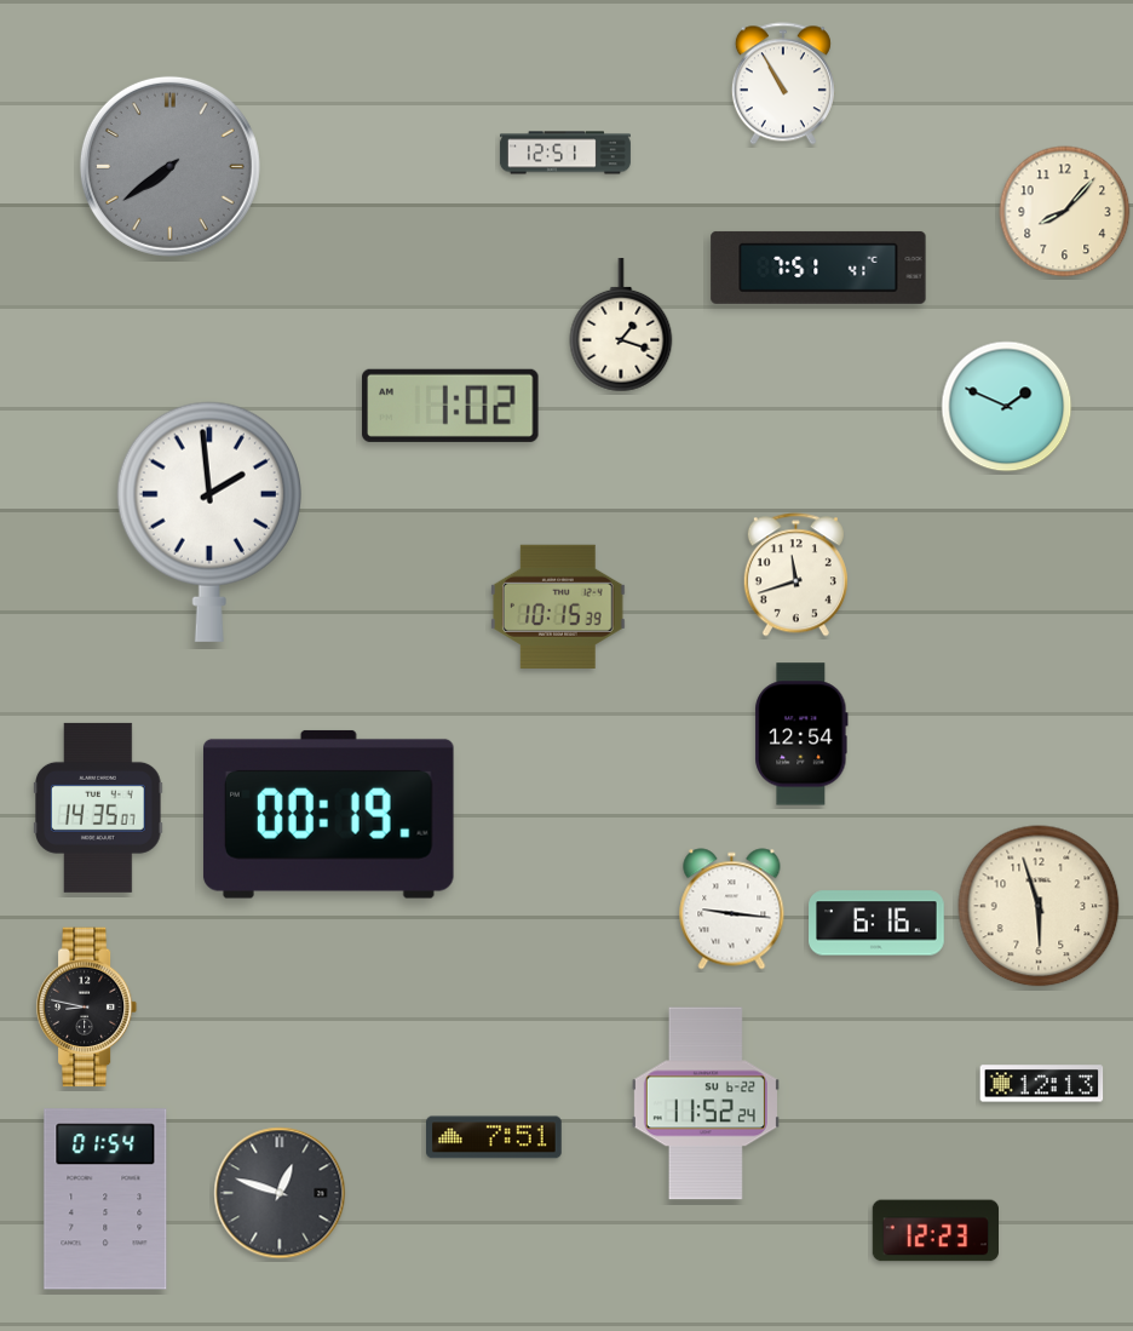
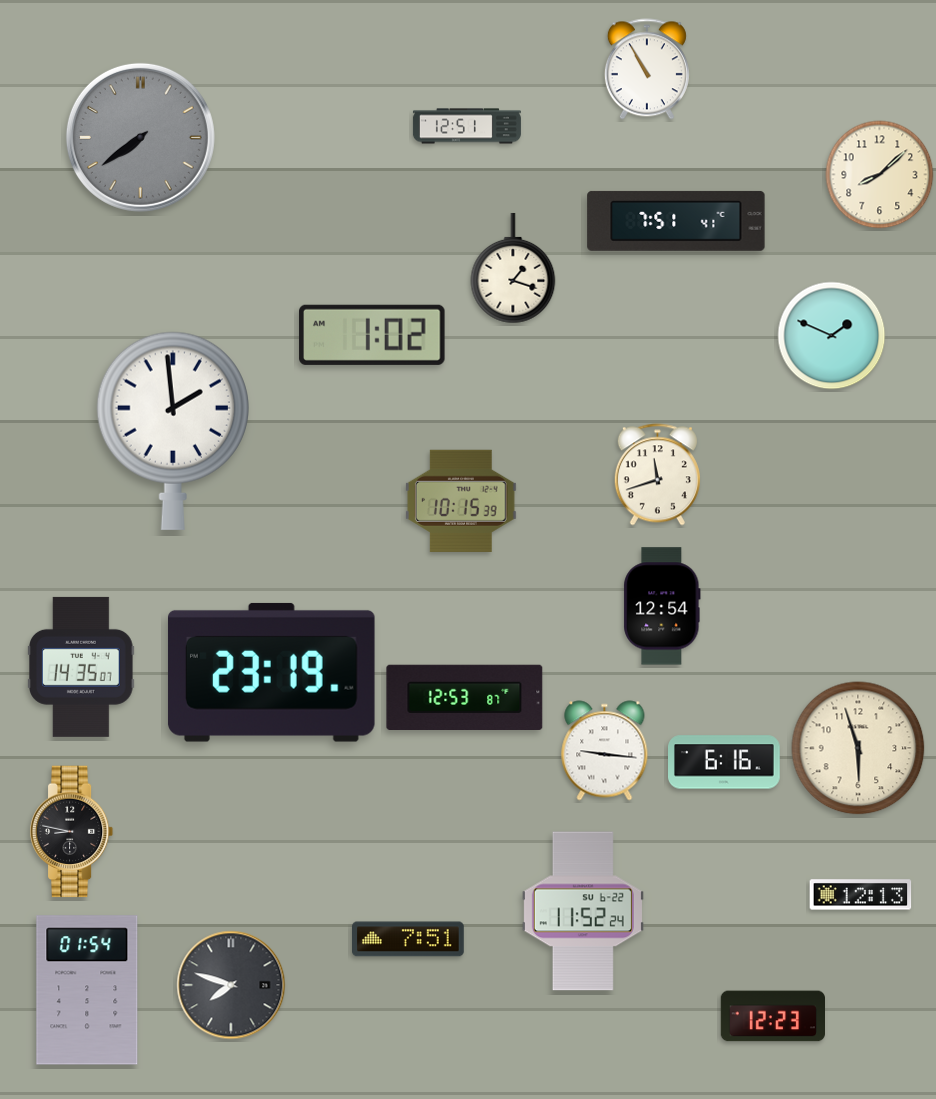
clock at (1065, 212): 8:07 -> 8:08
clock at (328, 814): 00:19 -> 23:19
clock at (465, 697): none -> 12:53
clock at (280, 1193): 12:48 -> 7:48
